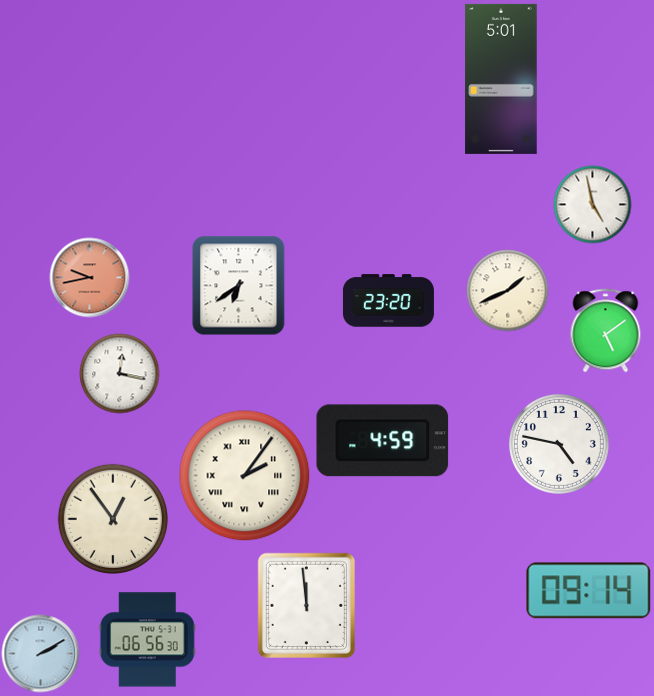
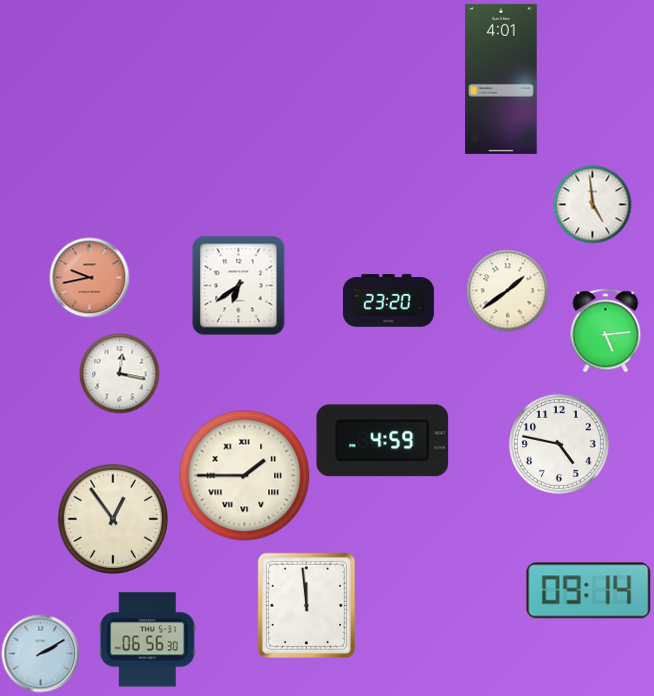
clock at (501, 79): 5:01 -> 4:01
clock at (592, 204): 4:58 -> 4:59
clock at (507, 290): 1:41 -> 1:39
clock at (606, 330): 5:09 -> 5:14
clock at (245, 476): 2:06 -> 1:45
